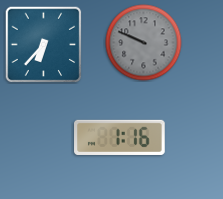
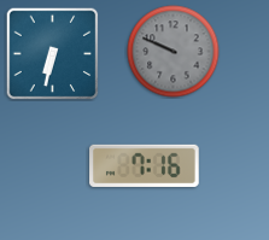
clock at (43, 44): 6:37 -> 6:32
clock at (120, 137): 1:16 -> 7:16
